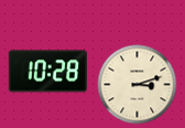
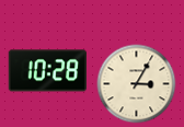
clock at (138, 85): 3:12 -> 3:05
